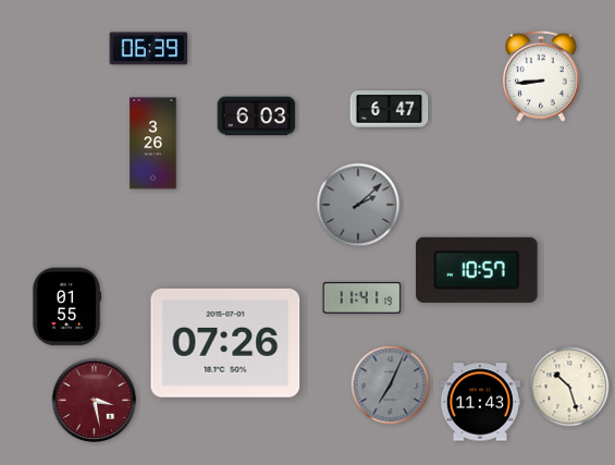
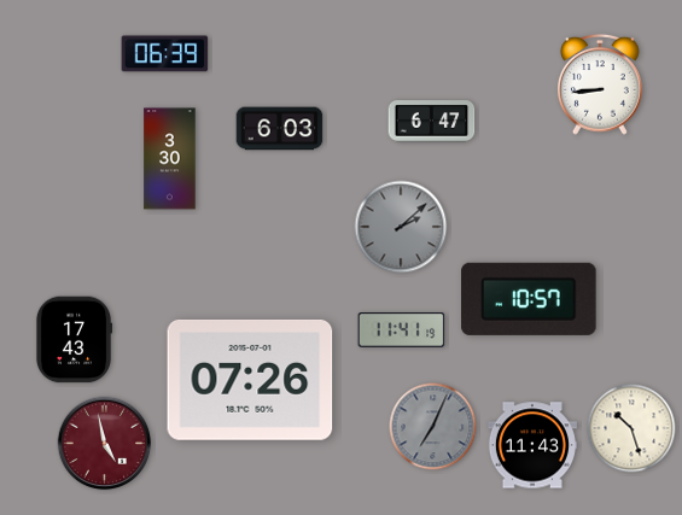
clock at (257, 117) position: (257, 117) -> (280, 129)
clock at (153, 144): 3:26 -> 3:30
clock at (358, 205) position: (358, 205) -> (401, 227)
clock at (65, 307): 01:55 -> 17:43
clock at (95, 401): 3:28 -> 4:58
